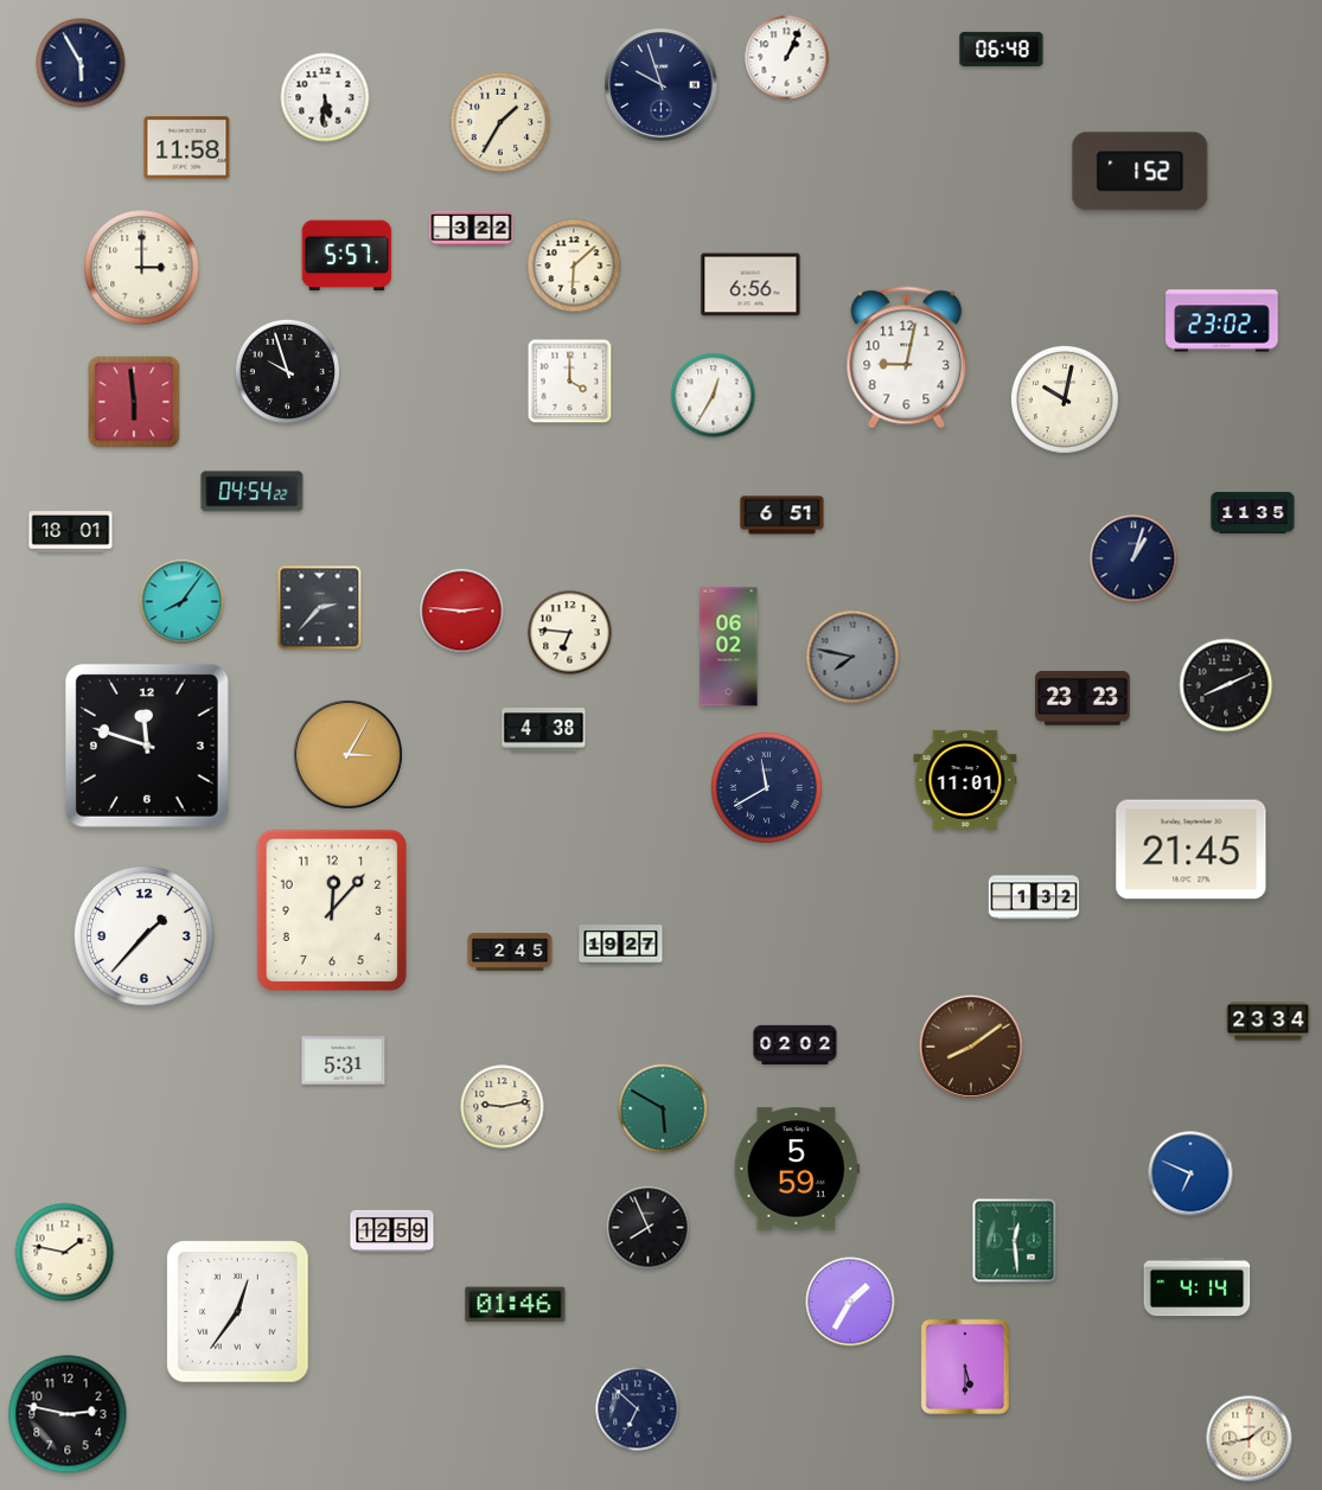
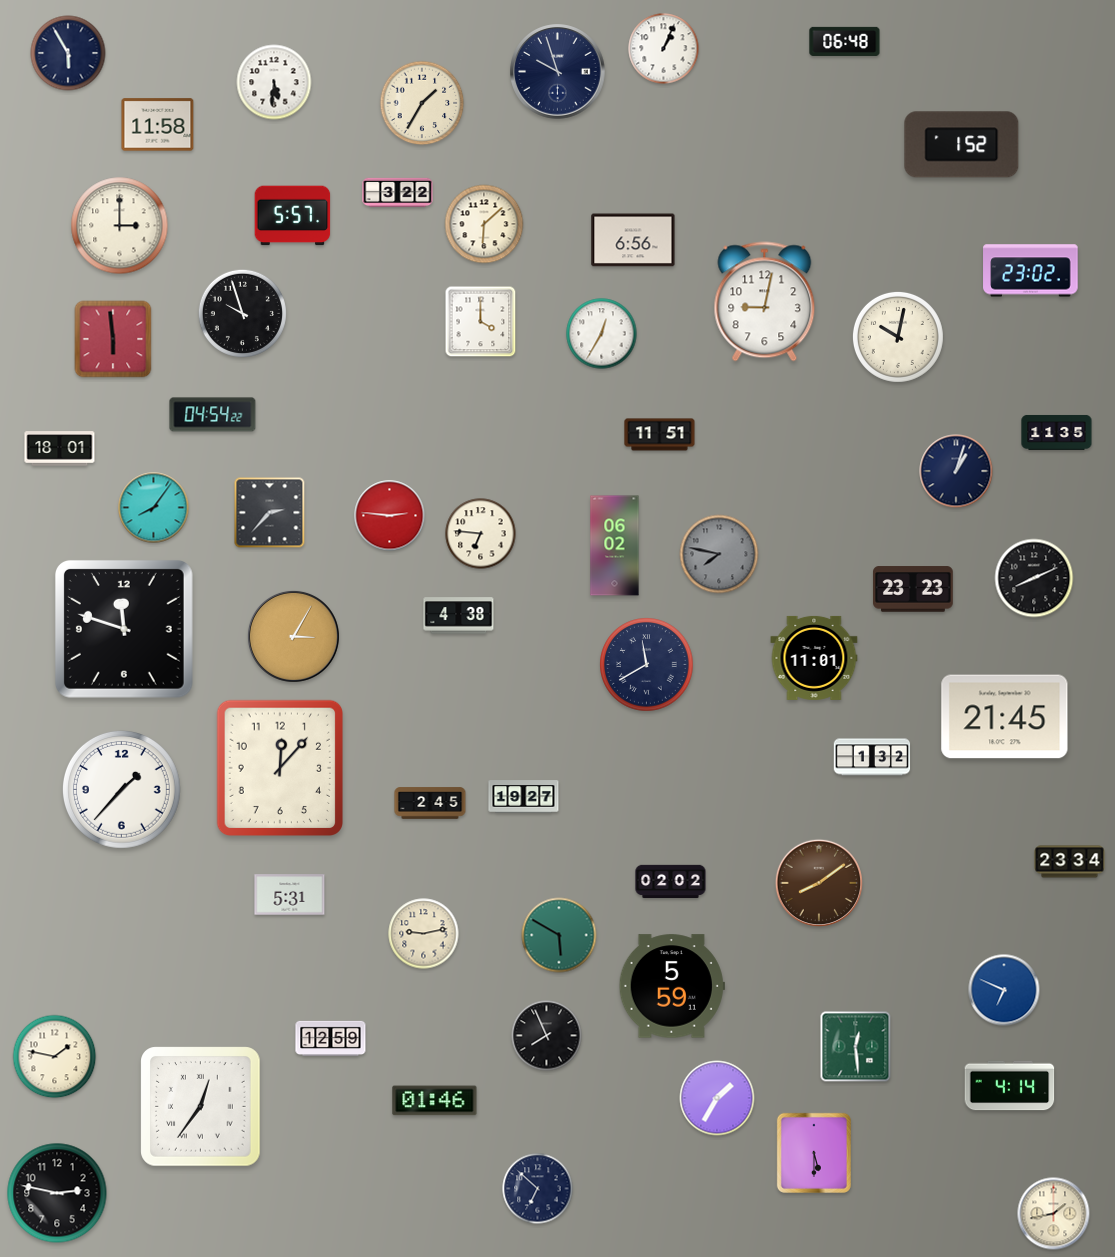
clock at (783, 516): 6:51 -> 11:51
